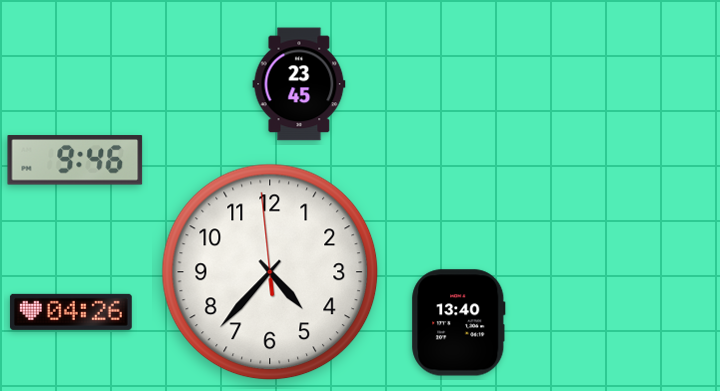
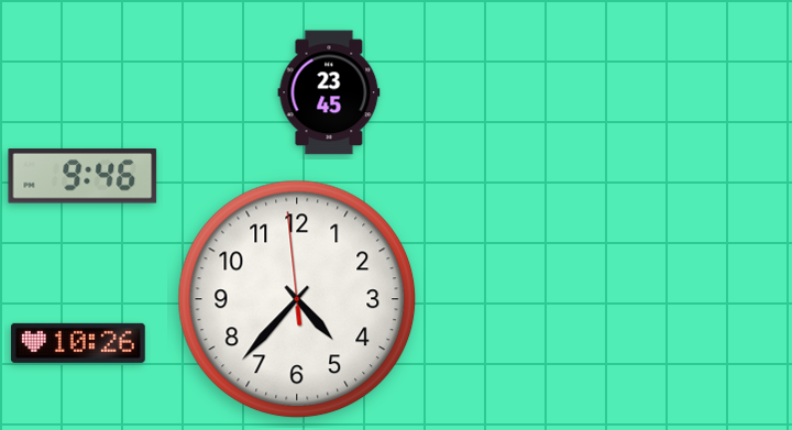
clock at (71, 312): 04:26 -> 10:26
clock at (459, 323): 13:40 -> none
